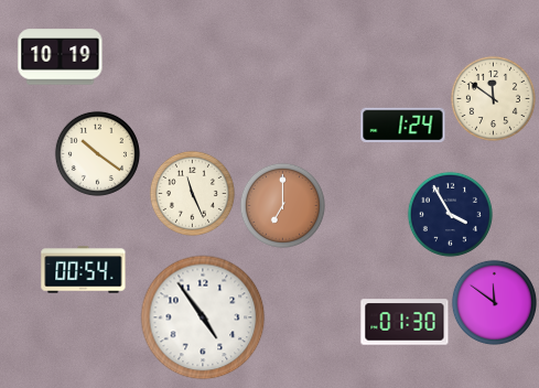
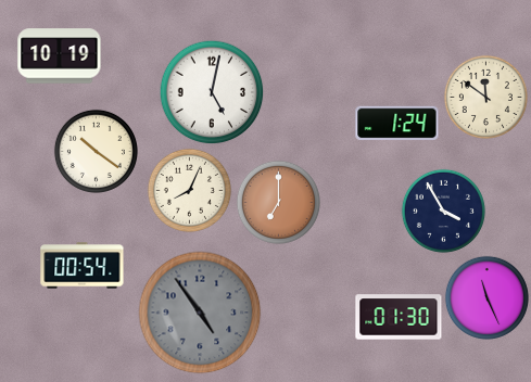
clock at (212, 92): none -> 5:02
clock at (192, 193): 11:26 -> 8:04
clock at (494, 302): 11:51 -> 11:26
clock at (203, 317) dial: white -> grey
